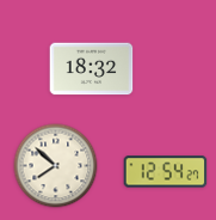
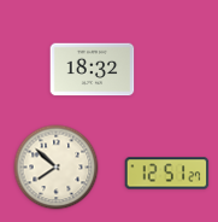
clock at (166, 172): 12:54 -> 12:51
